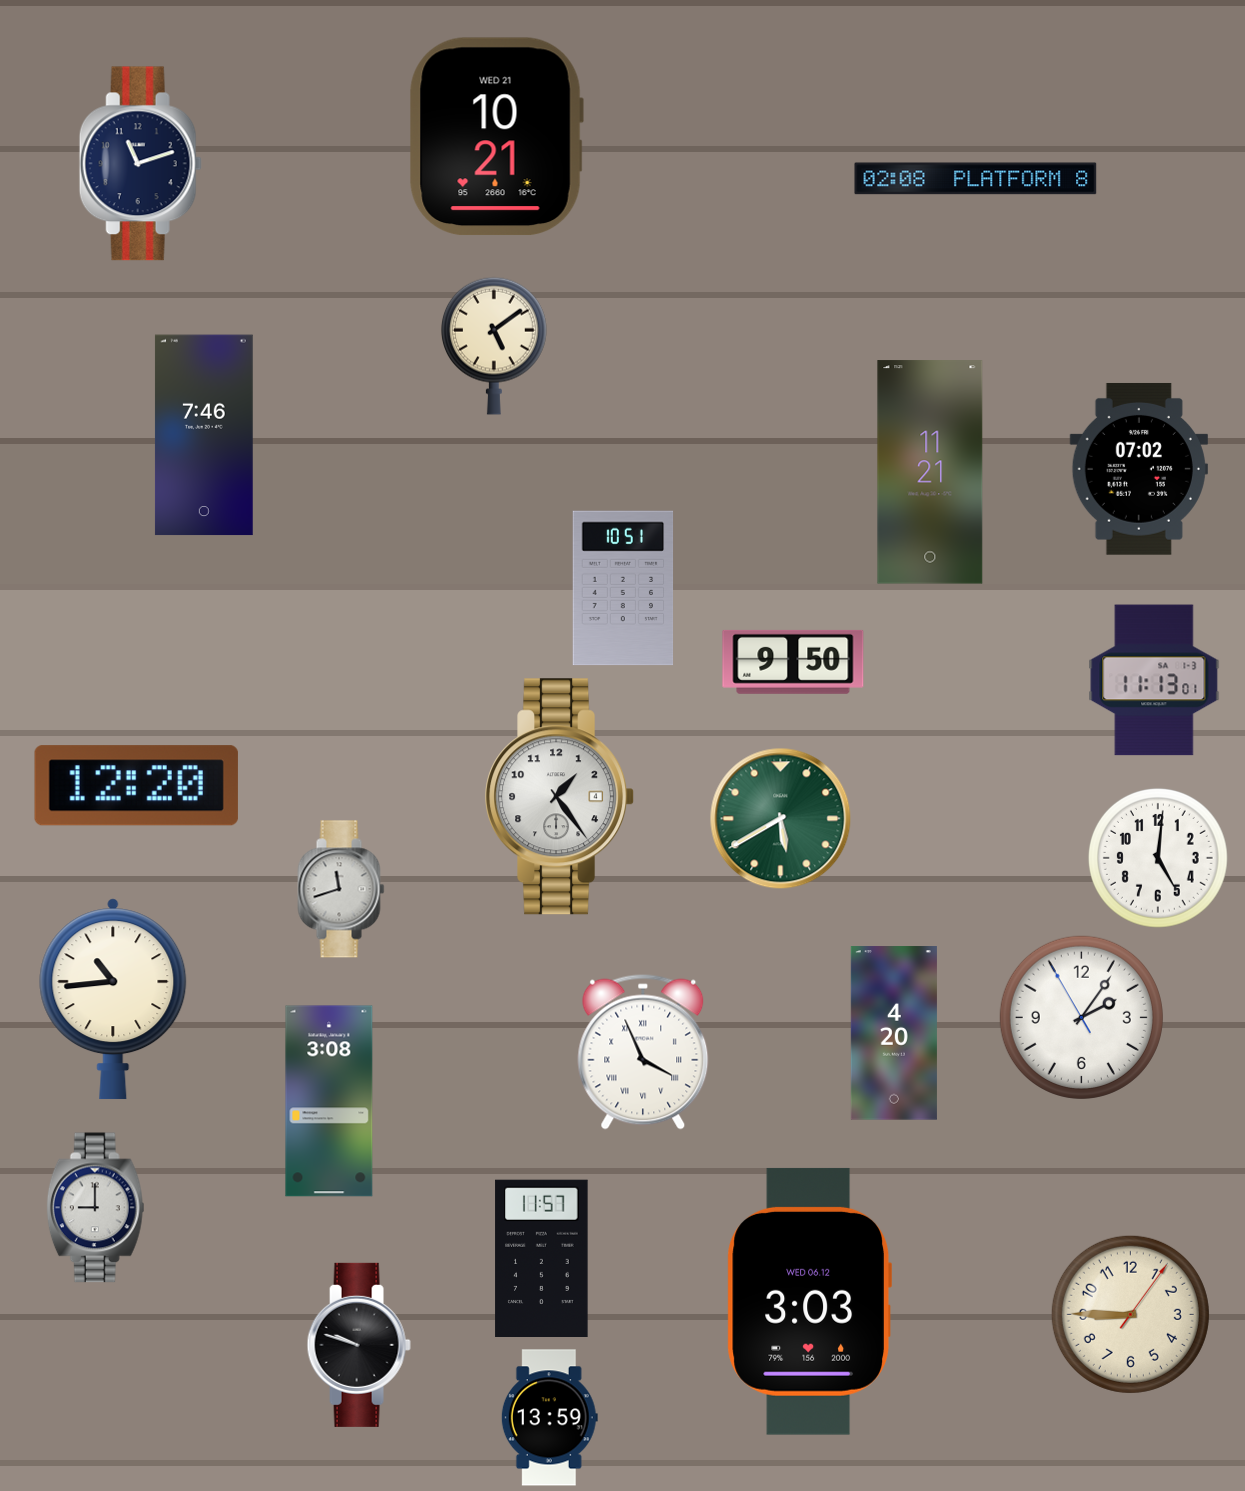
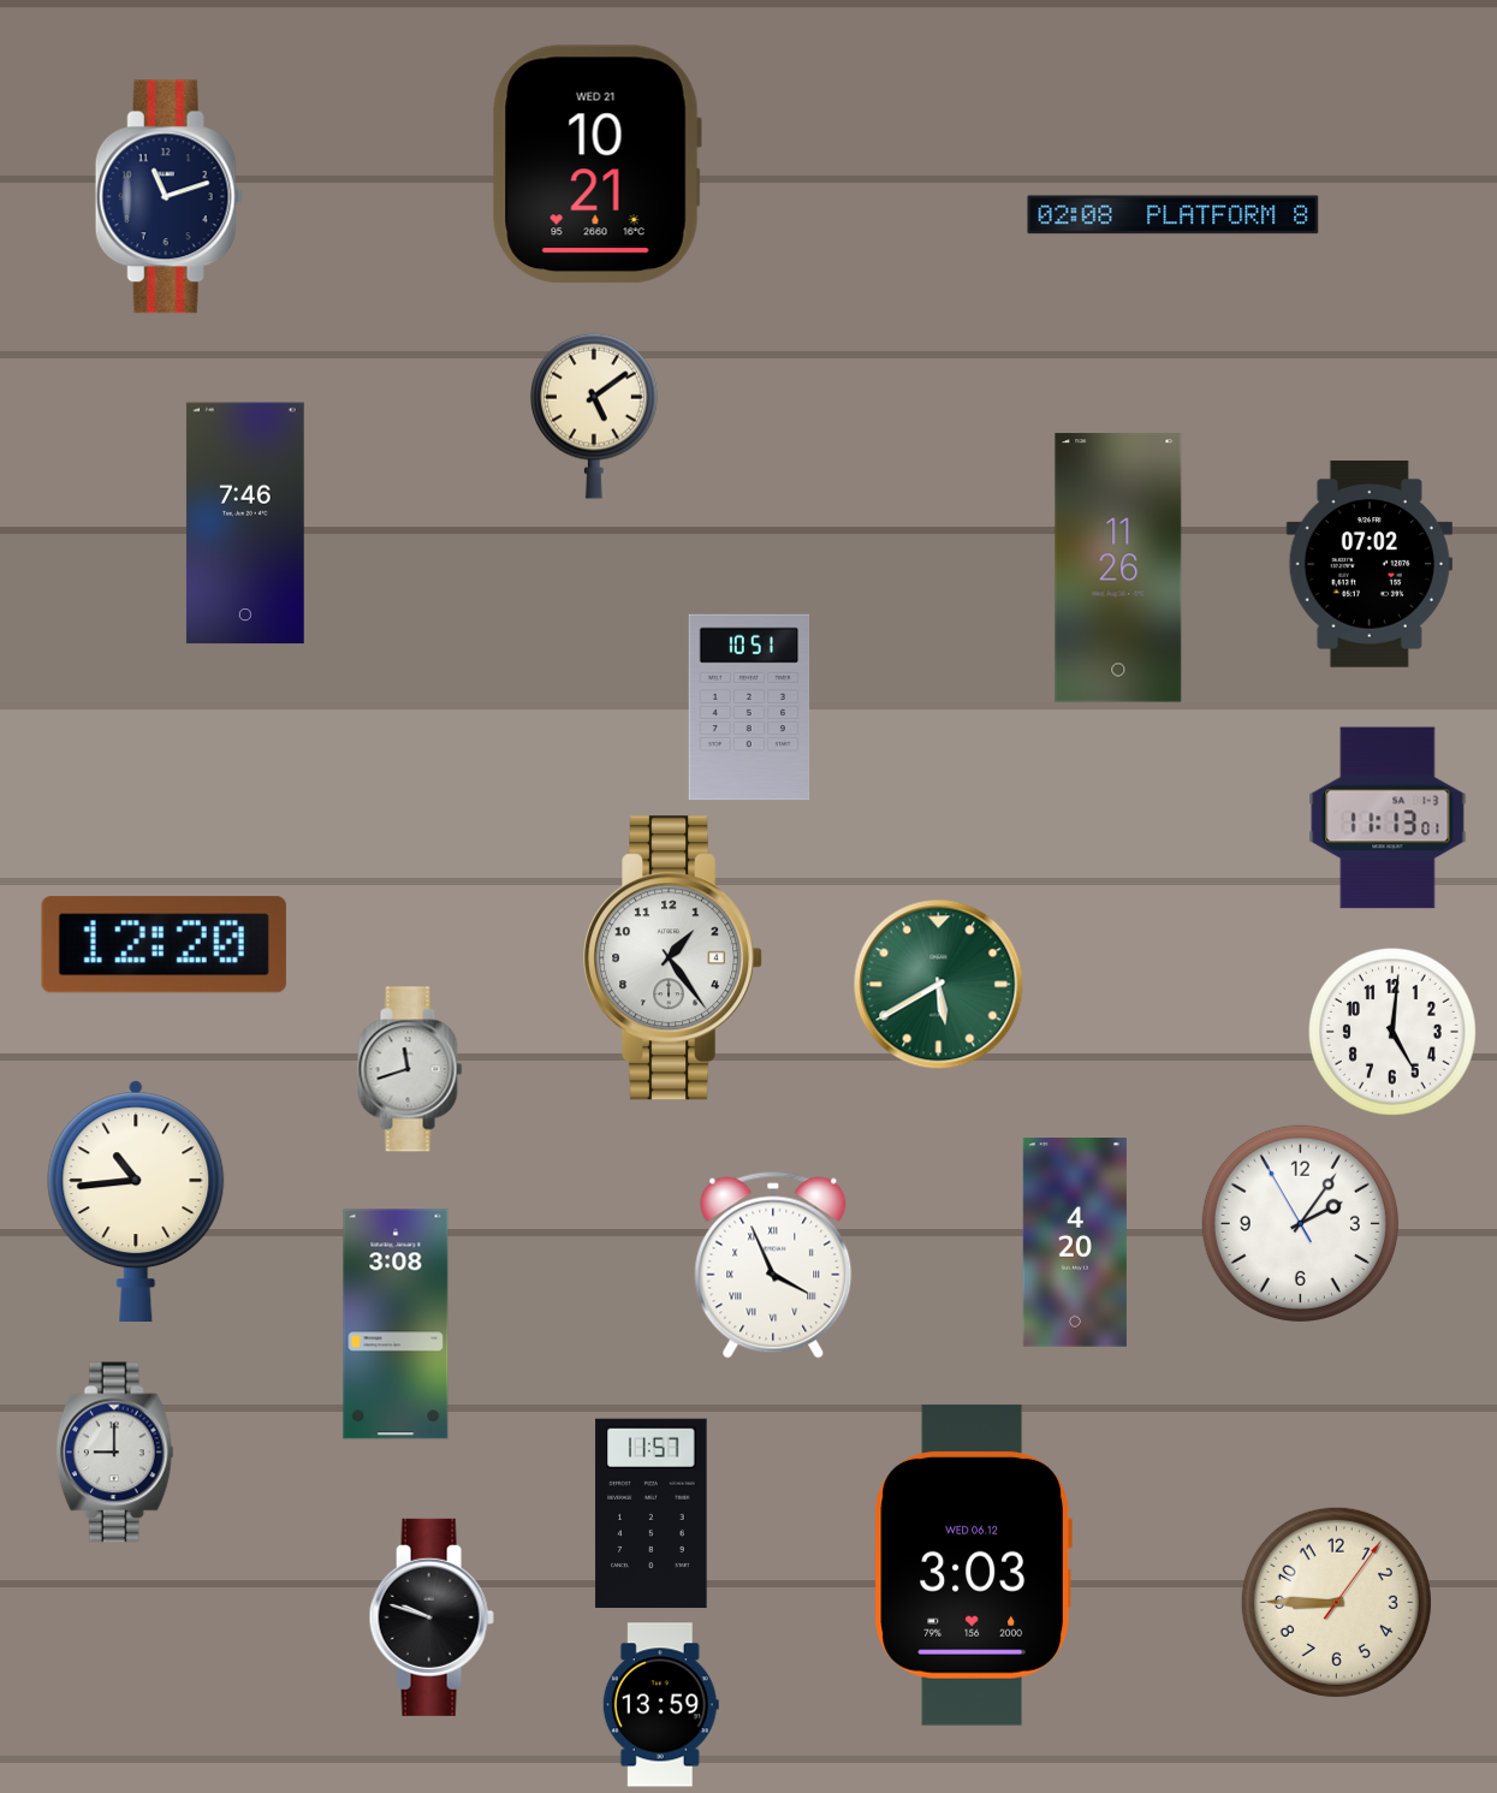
clock at (930, 472): 11:21 -> 11:26
clock at (793, 662): 9:50 -> none
clock at (1130, 1314) position: (1130, 1314) -> (1336, 1602)
